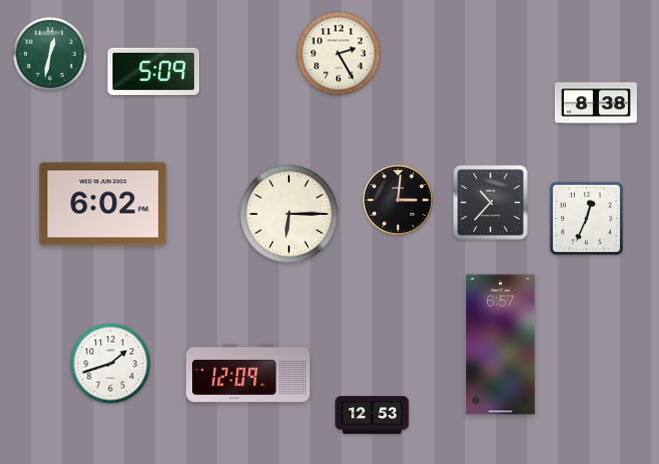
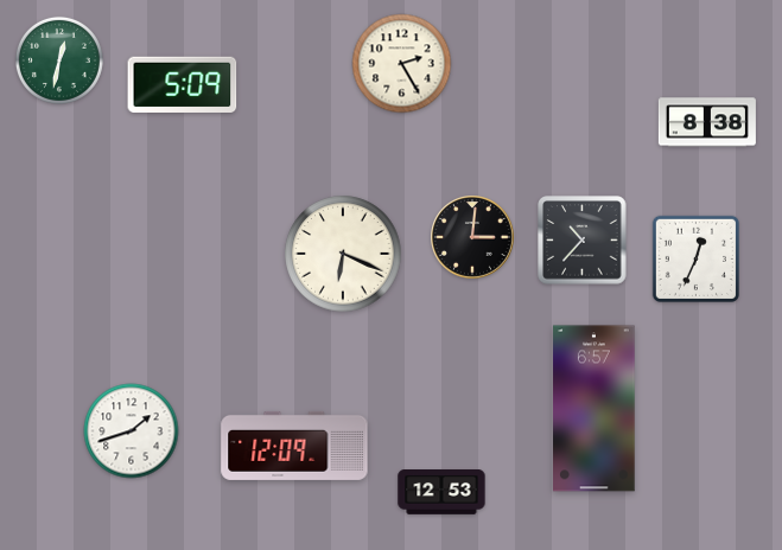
clock at (50, 54) position: (50, 54) -> (59, 60)
clock at (103, 204): 6:02 -> none
clock at (289, 214): 6:15 -> 6:19
clock at (248, 373) position: (248, 373) -> (294, 446)
